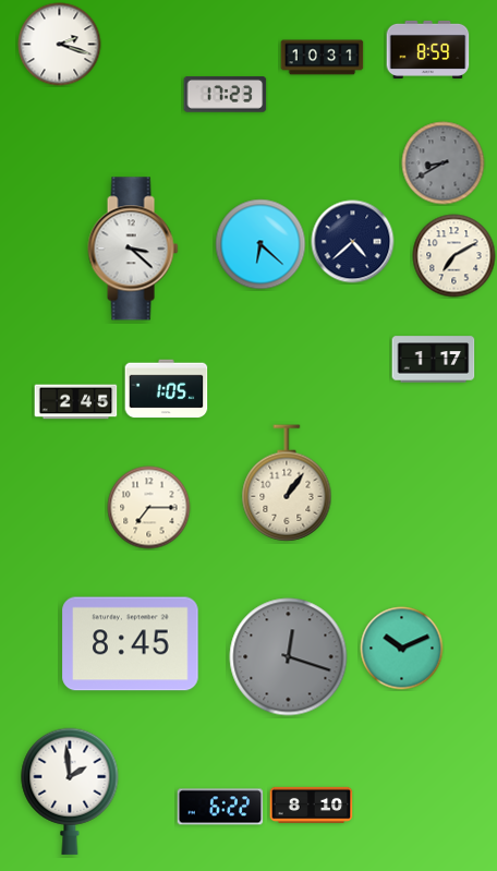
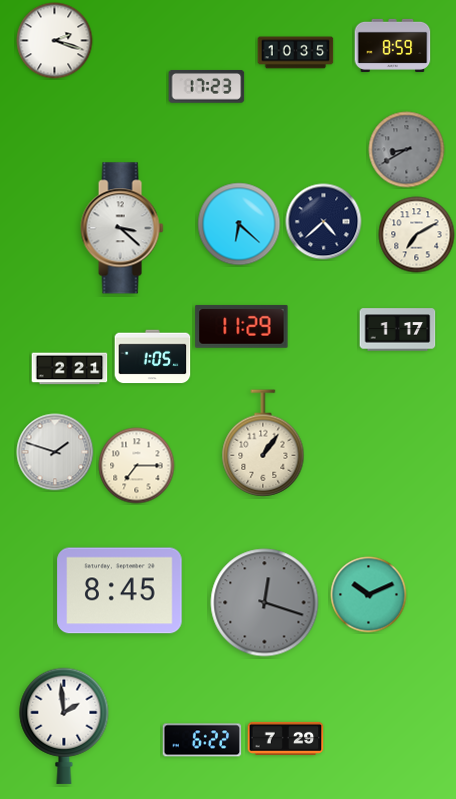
clock at (323, 58): 10:31 -> 10:35
clock at (242, 327): none -> 11:29
clock at (76, 402): 2:45 -> 2:21
clock at (55, 452): none -> 1:48
clock at (312, 805): 8:10 -> 7:29
